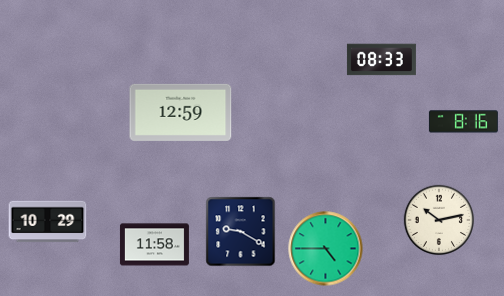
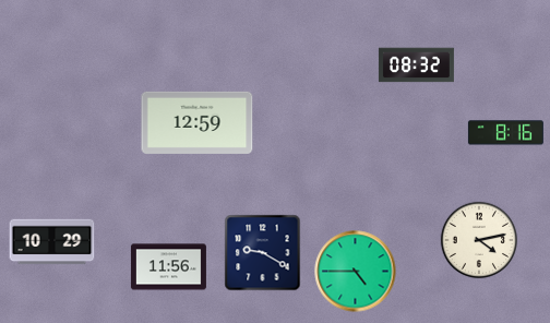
clock at (381, 60): 08:33 -> 08:32
clock at (439, 220): 10:13 -> 4:13
clock at (154, 245): 11:58 -> 11:56
